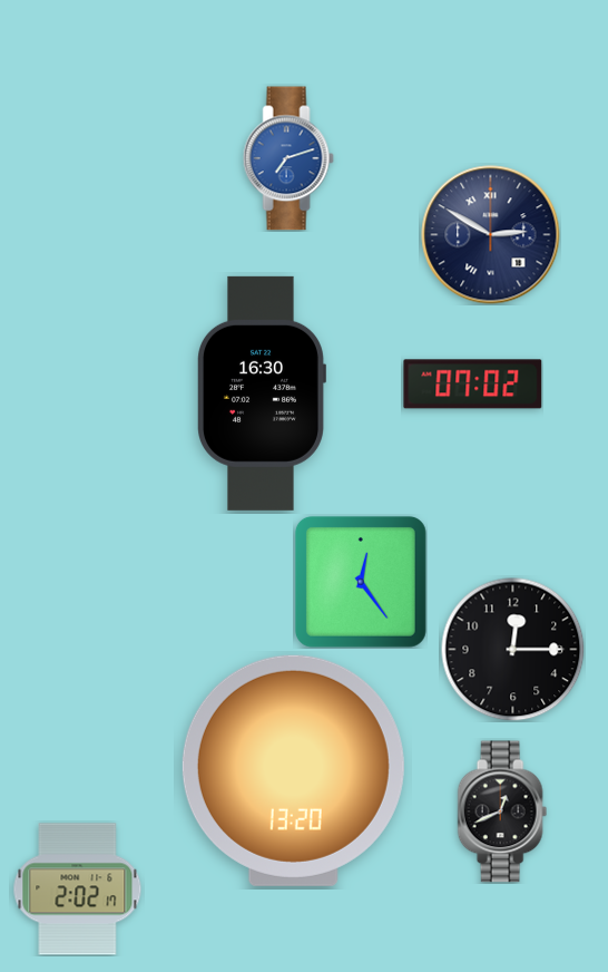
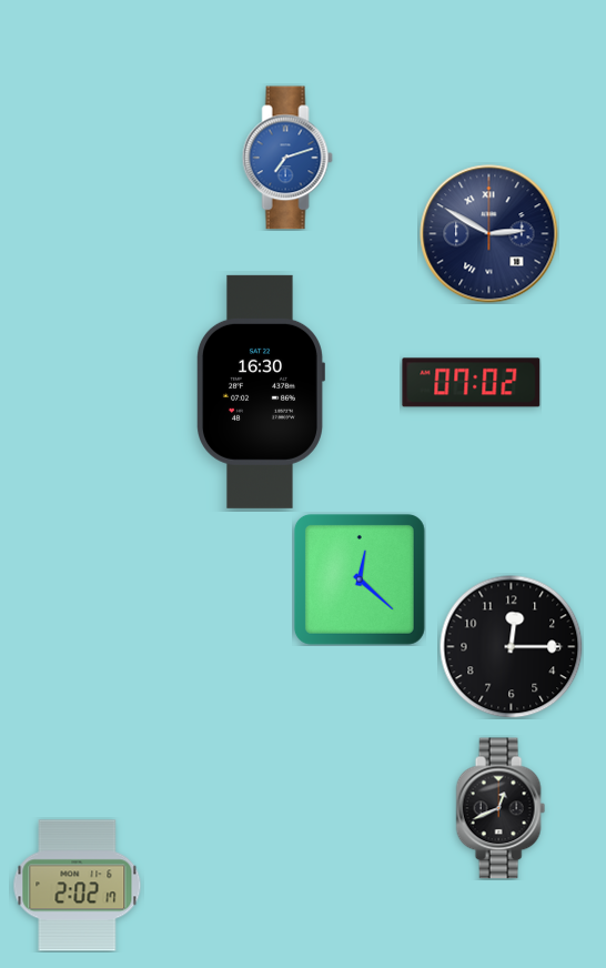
clock at (361, 582): 12:24 -> 12:22
clock at (293, 770): 13:20 -> none
